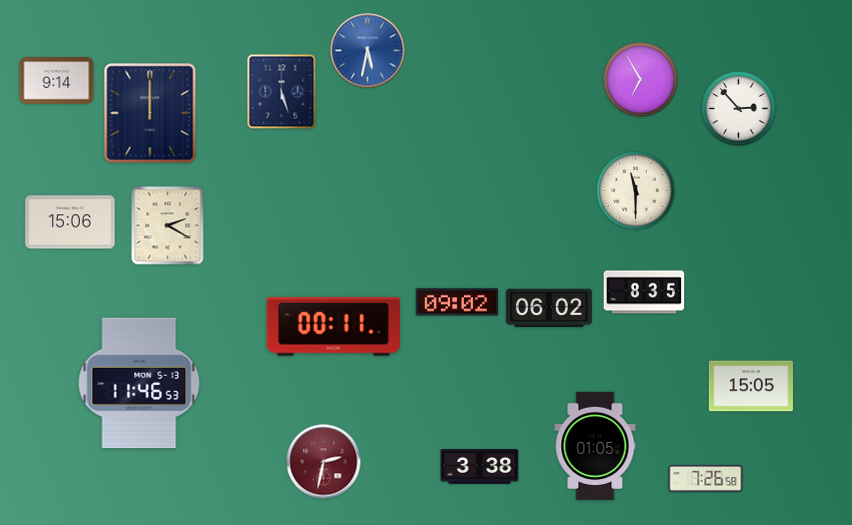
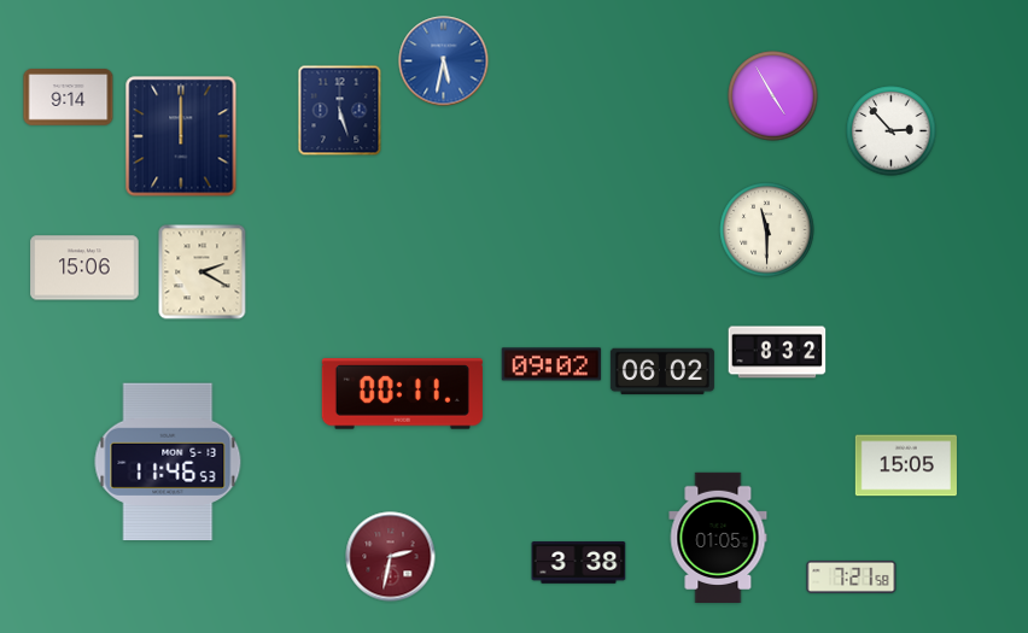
clock at (641, 80): 6:55 -> 4:55
clock at (644, 292): 8:35 -> 8:32
clock at (706, 478): 7:26 -> 7:21
